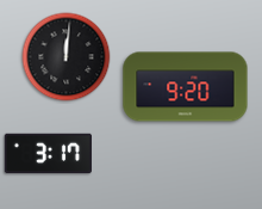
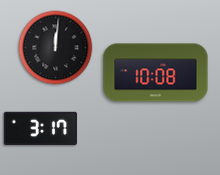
clock at (186, 87): 9:20 -> 10:08
